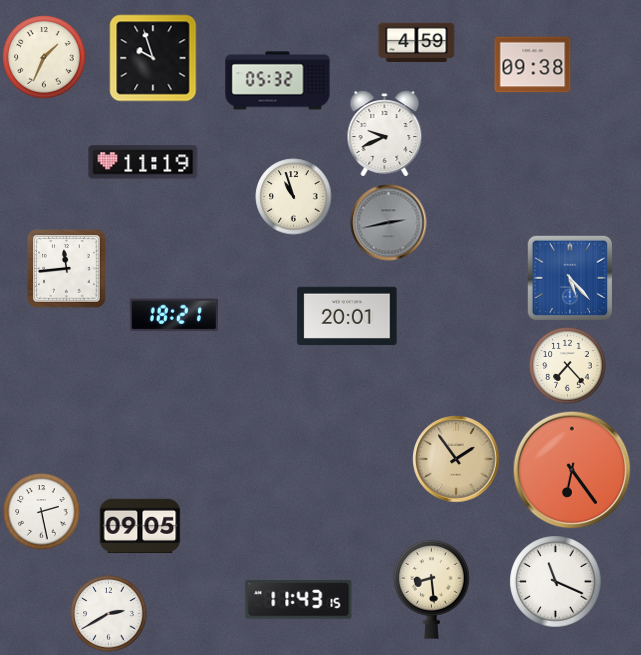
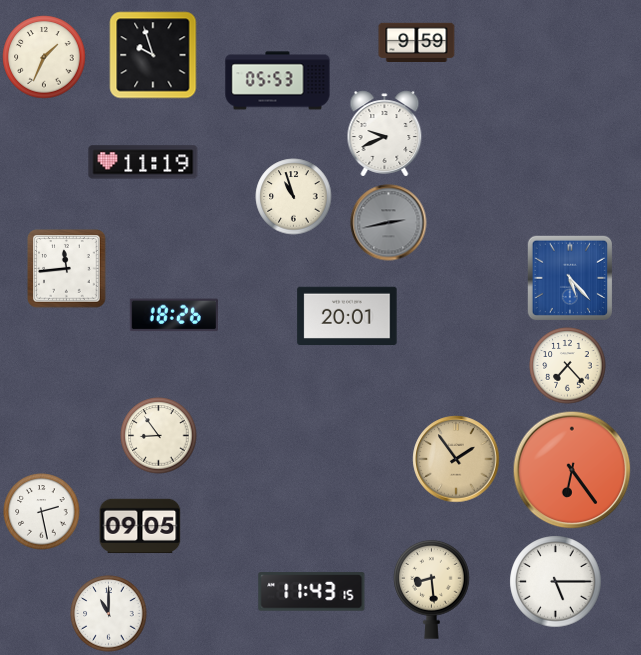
clock at (417, 42): 4:59 -> 9:59
clock at (153, 58) position: (153, 58) -> (153, 55)
clock at (533, 65): 09:38 -> none
clock at (278, 81): 05:32 -> 05:53
clock at (174, 315): 18:21 -> 18:26
clock at (159, 436): none -> 8:54
clock at (556, 582): 11:19 -> 5:15
clock at (299, 600) position: (299, 600) -> (312, 592)
clock at (109, 614): 2:40 -> 11:00
